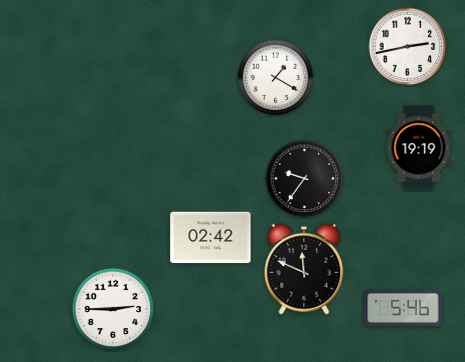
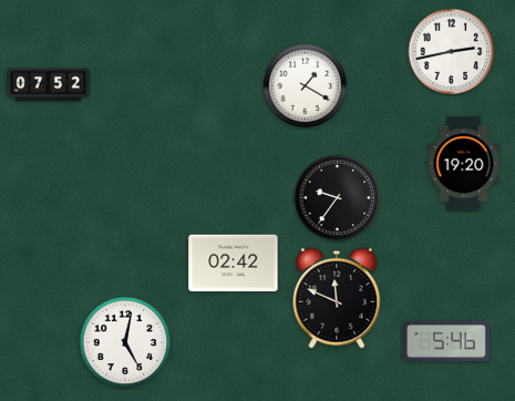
clock at (49, 85): none -> 07:52
clock at (419, 148): 19:19 -> 19:20
clock at (113, 309): 2:45 -> 5:02
